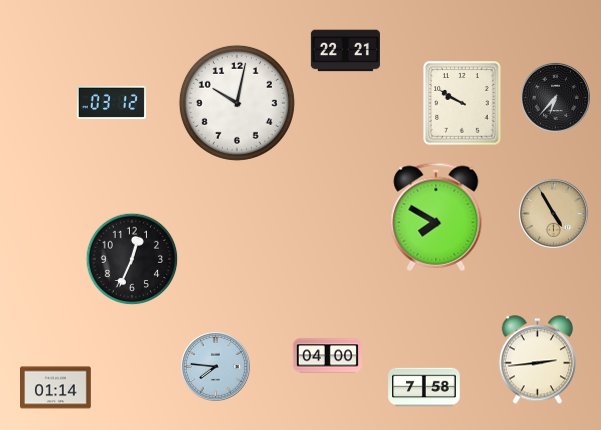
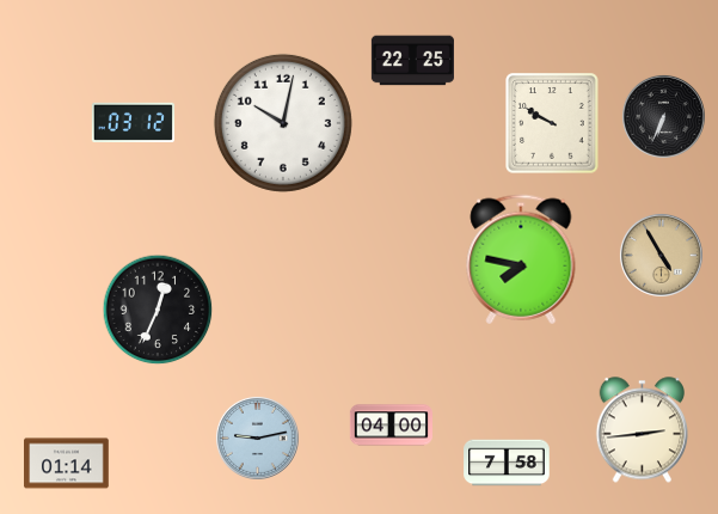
clock at (345, 51): 22:21 -> 22:25
clock at (555, 97): 6:37 -> 6:34
clock at (436, 217): 7:50 -> 7:47
clock at (215, 366): 7:46 -> 9:13
